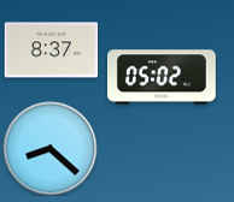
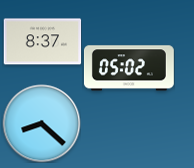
clock at (162, 77) position: (162, 77) -> (129, 68)
